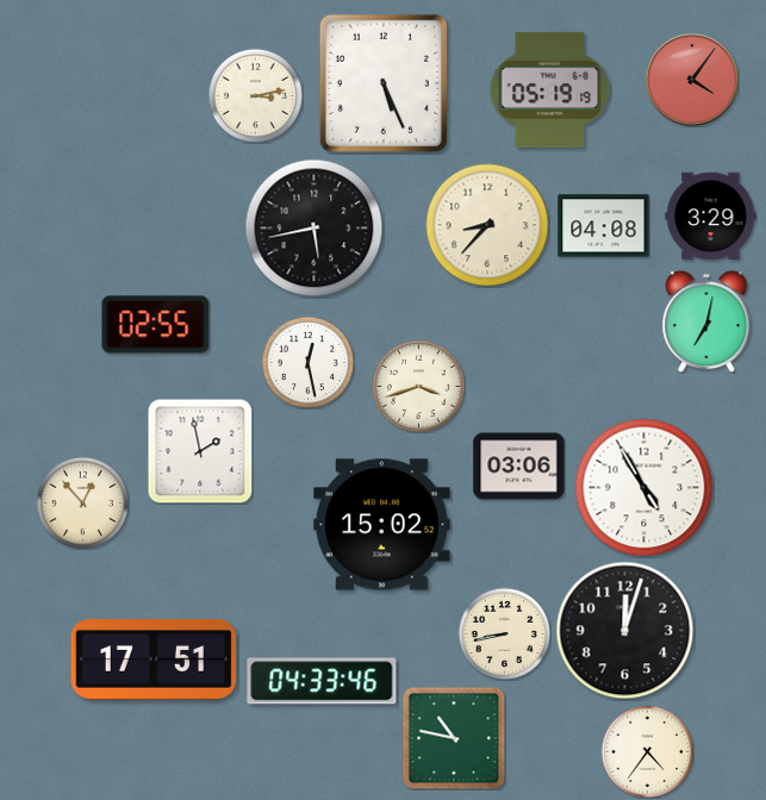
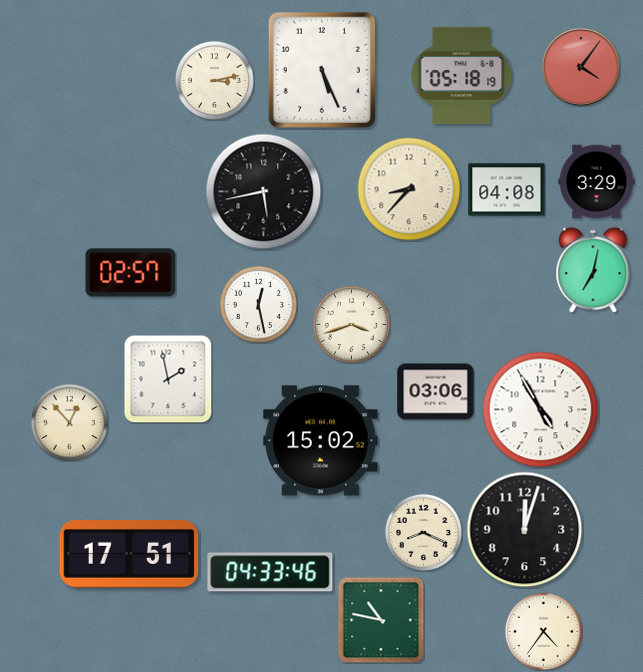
clock at (550, 89): 05:19 -> 05:18
clock at (156, 325): 02:55 -> 02:57
clock at (504, 633): 8:43 -> 8:19
